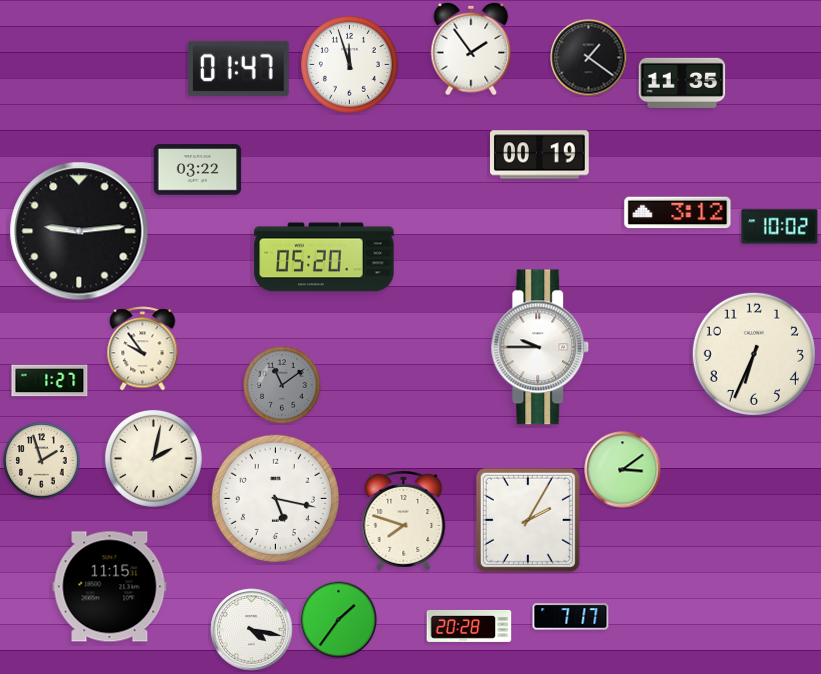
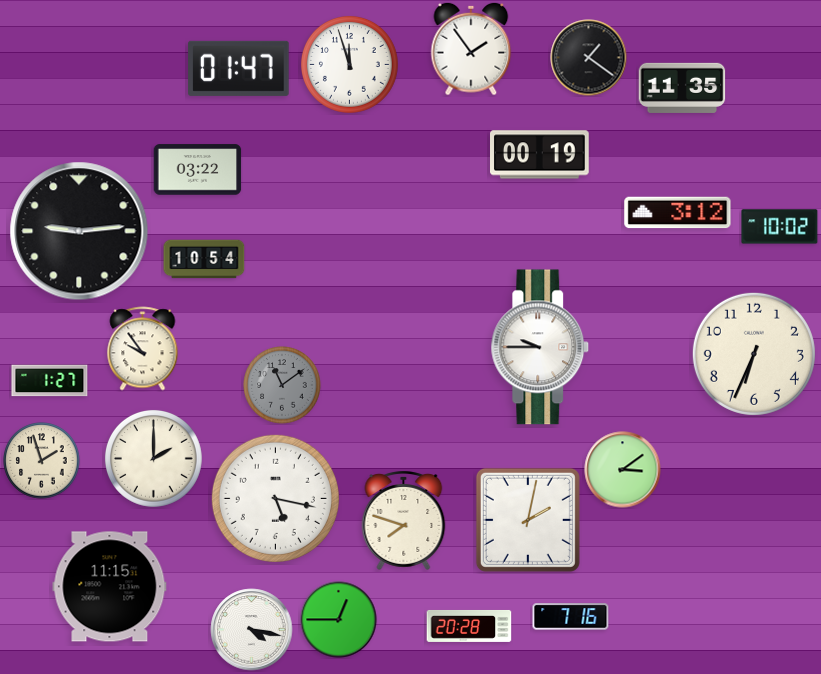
clock at (682, 83) position: (682, 83) -> (682, 88)
clock at (324, 257): 05:20 -> none
clock at (204, 259): none -> 10:54
clock at (153, 458): 2:02 -> 2:00
clock at (528, 520): 2:05 -> 2:02
clock at (571, 617): 7:17 -> 7:16
clock at (339, 620): 1:36 -> 12:45
